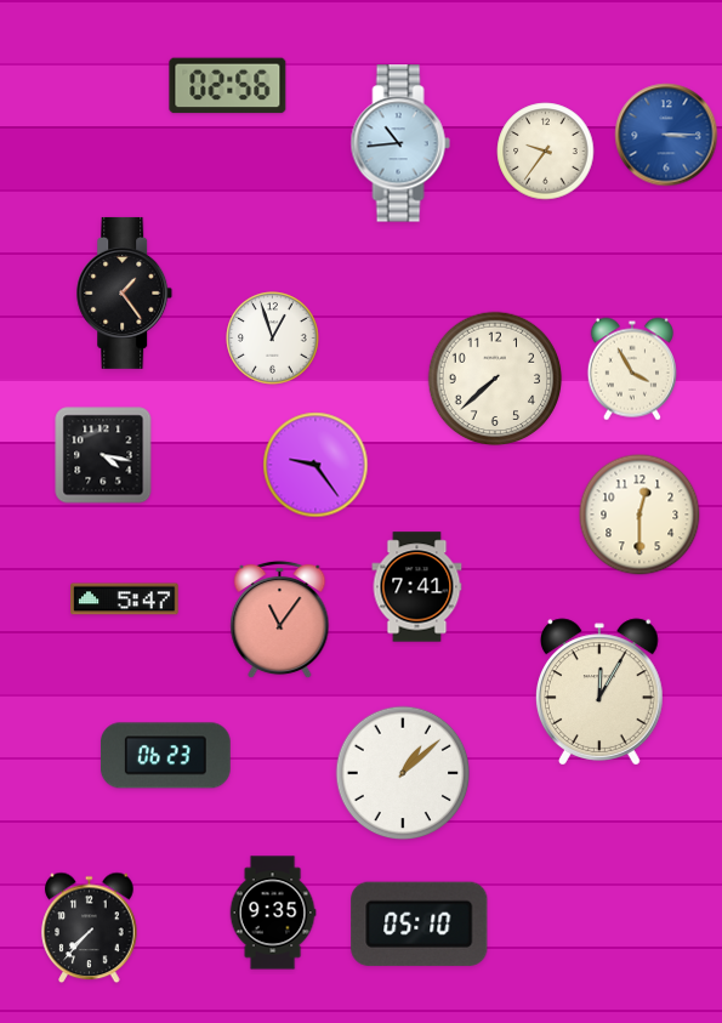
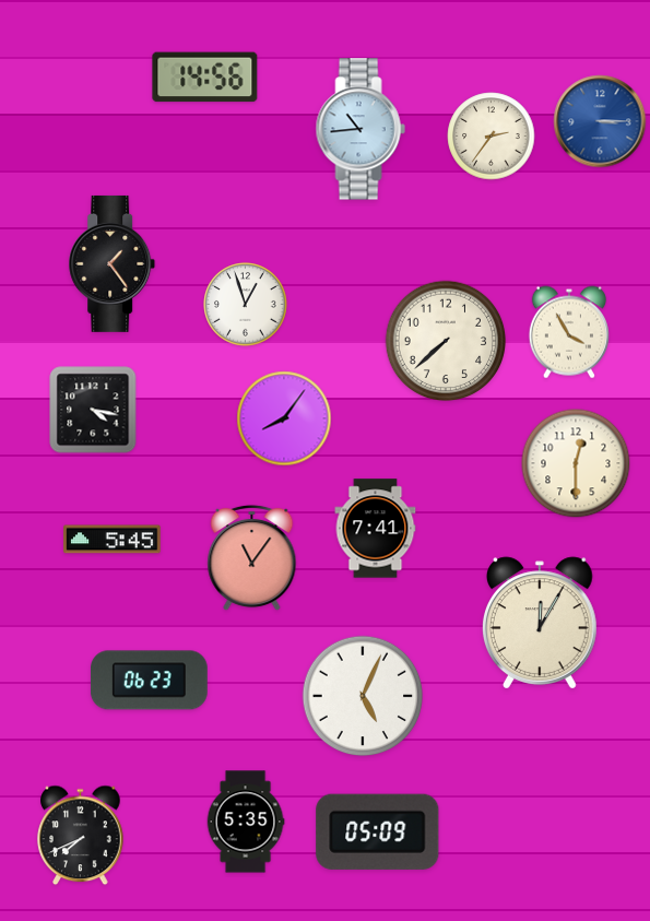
clock at (228, 86): 02:56 -> 14:56
clock at (546, 152): 9:36 -> 2:36
clock at (315, 465): 9:24 -> 8:06
clock at (125, 599): 5:47 -> 5:45
clock at (403, 773): 1:08 -> 5:04
clock at (273, 913): 9:35 -> 5:35
clock at (420, 923): 05:10 -> 05:09
clock at (90, 928): 7:37 -> 7:41
